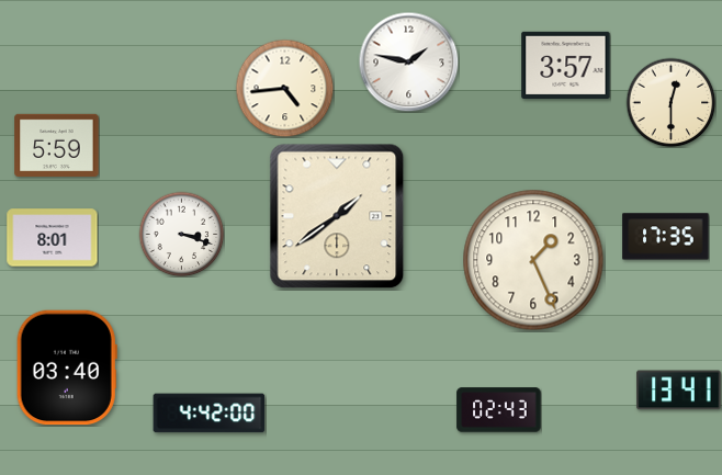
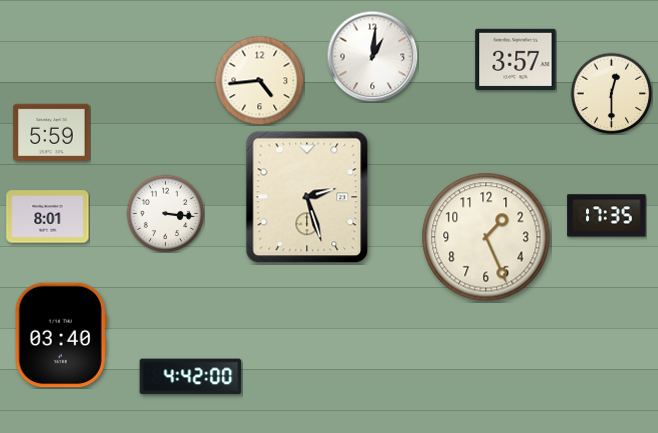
clock at (408, 61): 1:47 -> 1:01
clock at (337, 216): 1:39 -> 2:27
clock at (181, 234): 3:18 -> 3:16
clock at (679, 391): 13:41 -> none
clock at (499, 410): 02:43 -> none
